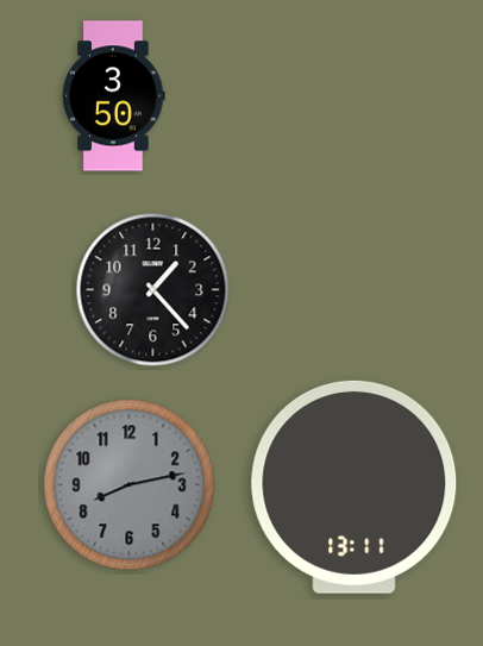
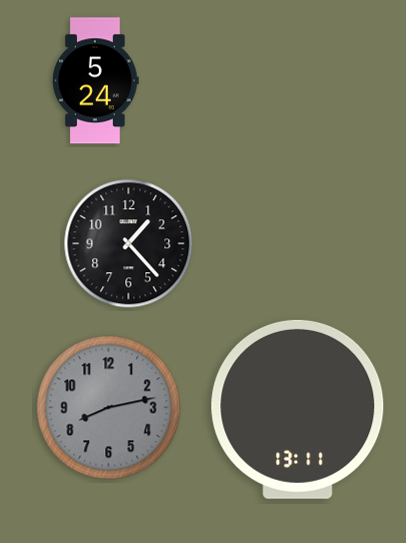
clock at (114, 96): 3:50 -> 5:24
